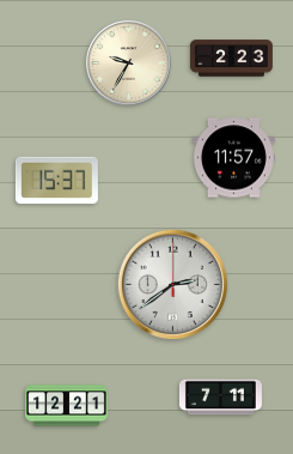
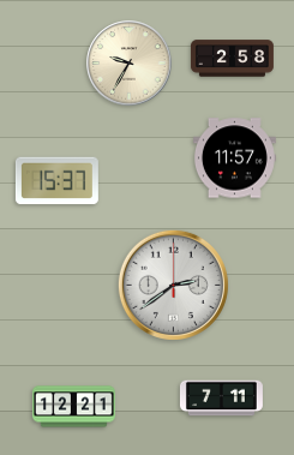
clock at (232, 59): 2:23 -> 2:58
clock at (66, 406) position: (66, 406) -> (73, 407)
